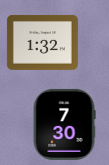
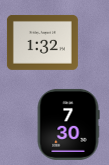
clock at (64, 124) position: (64, 124) -> (68, 124)
